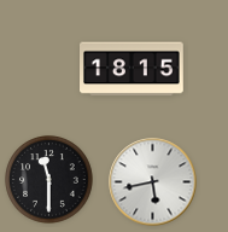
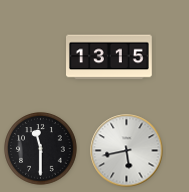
clock at (133, 69): 18:15 -> 13:15
